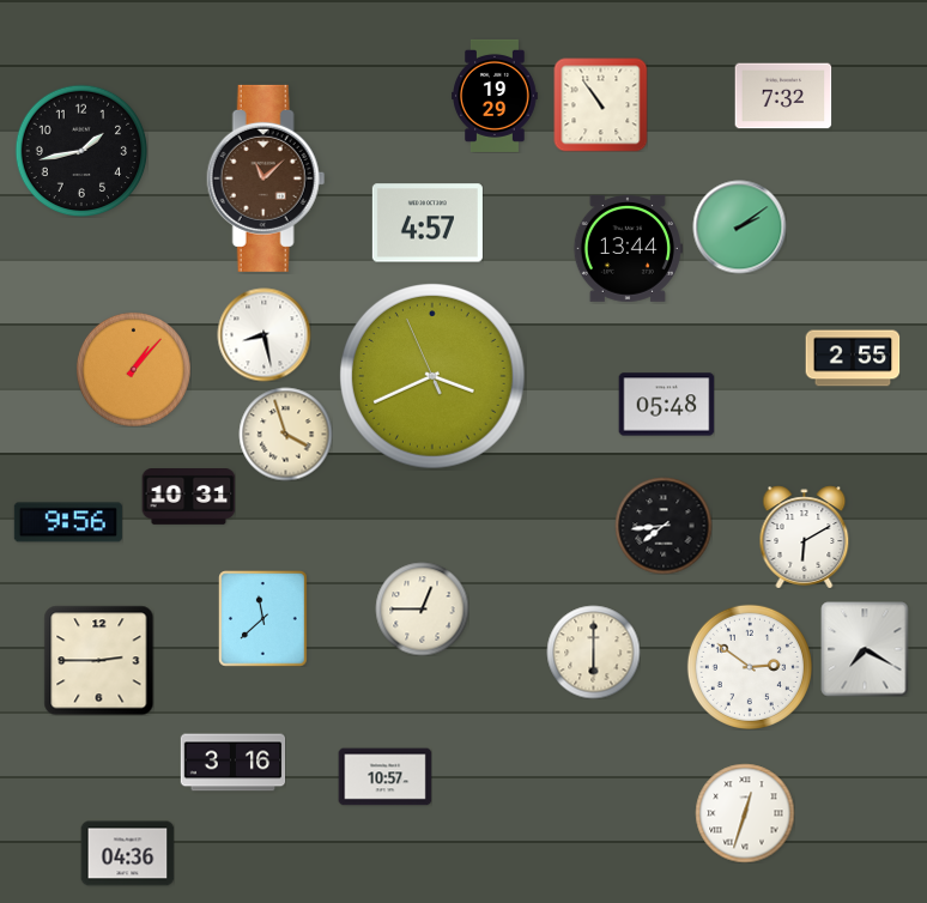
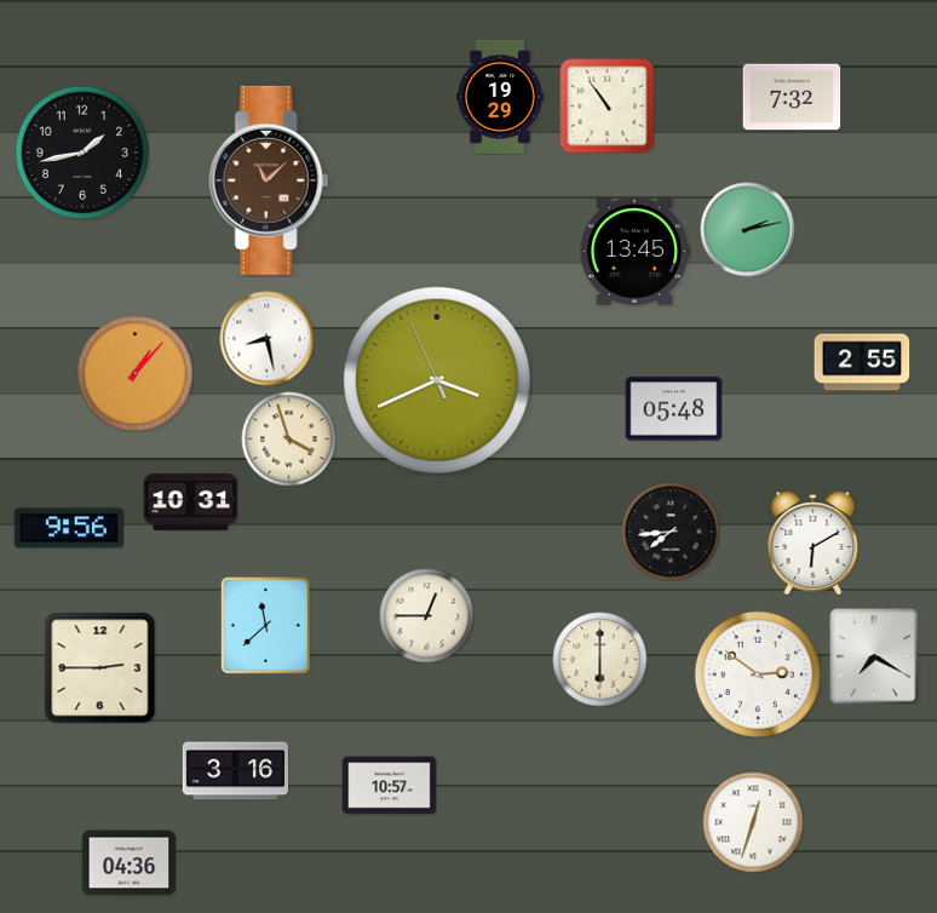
clock at (428, 223): 4:57 -> none
clock at (739, 226): 2:09 -> 2:13
clock at (628, 249): 13:44 -> 13:45
